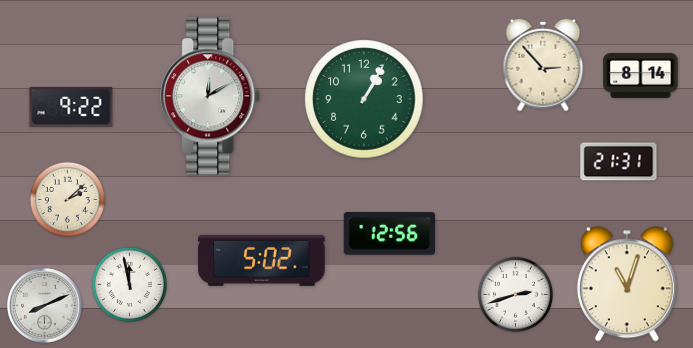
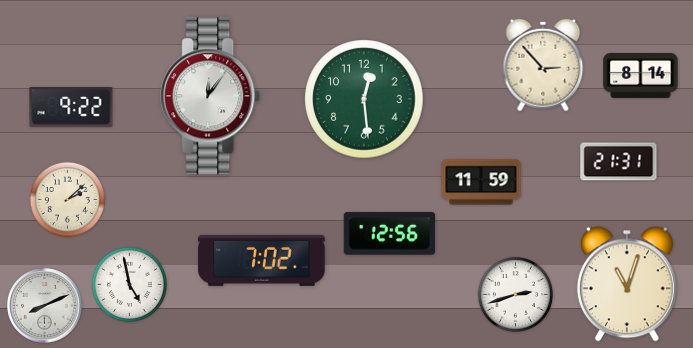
clock at (211, 96): 12:10 -> 12:06
clock at (364, 99): 1:05 -> 12:29
clock at (481, 182): none -> 11:59
clock at (262, 260): 5:02 -> 7:02
clock at (129, 284): 11:58 -> 4:58
